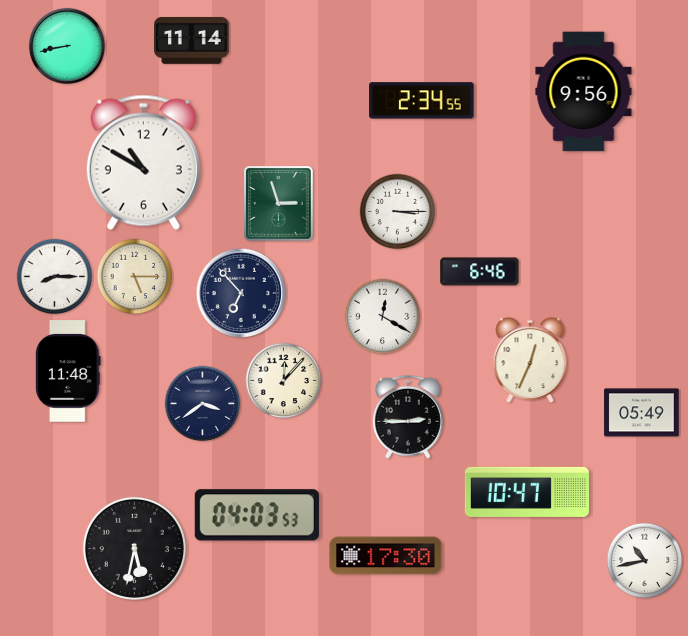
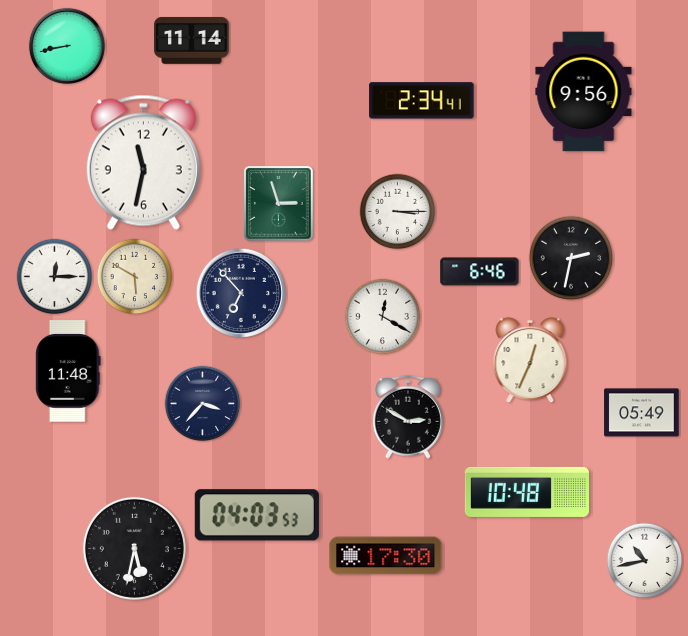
clock at (422, 101): 2:34:55 -> 2:34:41
clock at (143, 162): 10:50 -> 11:32
clock at (571, 258): none -> 2:32
clock at (55, 277): 8:15 -> 12:15
clock at (135, 277): 5:15 -> 5:50
clock at (284, 381): 12:07 -> none
clock at (203, 404): 3:39 -> 3:37
clock at (408, 417): 2:45 -> 2:50
clock at (527, 492): 10:47 -> 10:48
